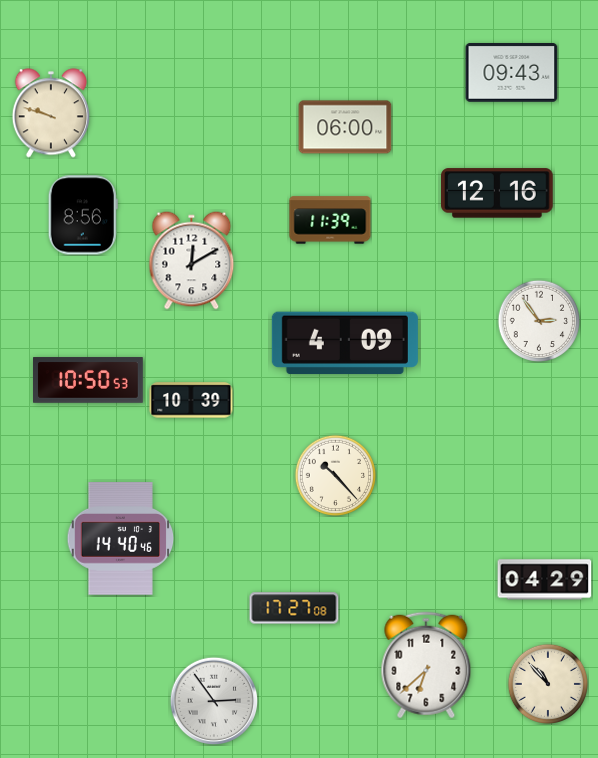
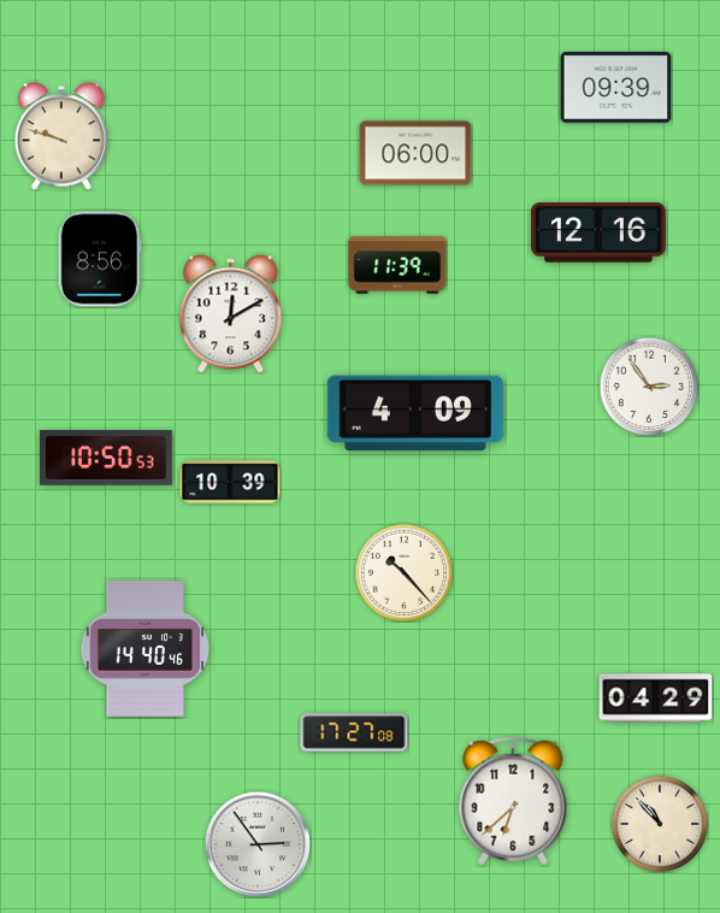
clock at (512, 73): 09:43 -> 09:39
